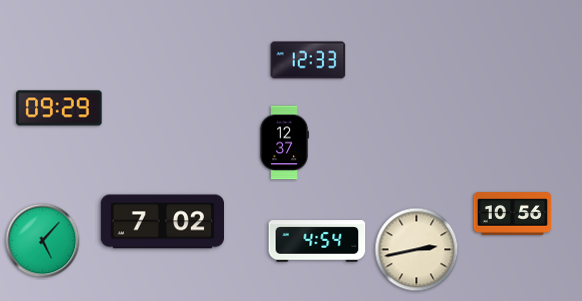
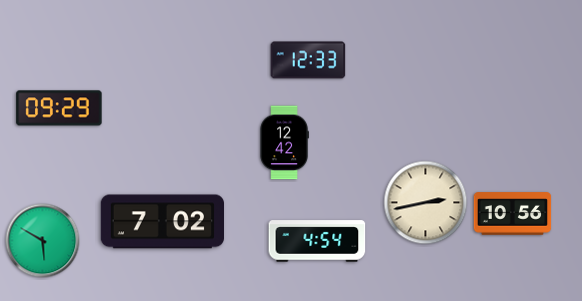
clock at (284, 143): 12:37 -> 12:42
clock at (43, 241): 5:07 -> 5:50
clock at (417, 250) position: (417, 250) -> (426, 203)
